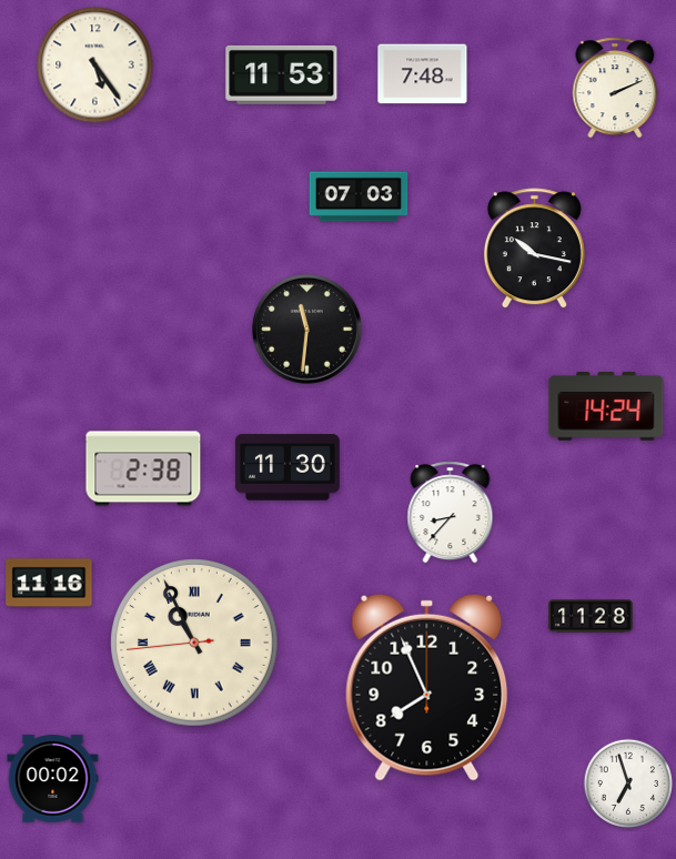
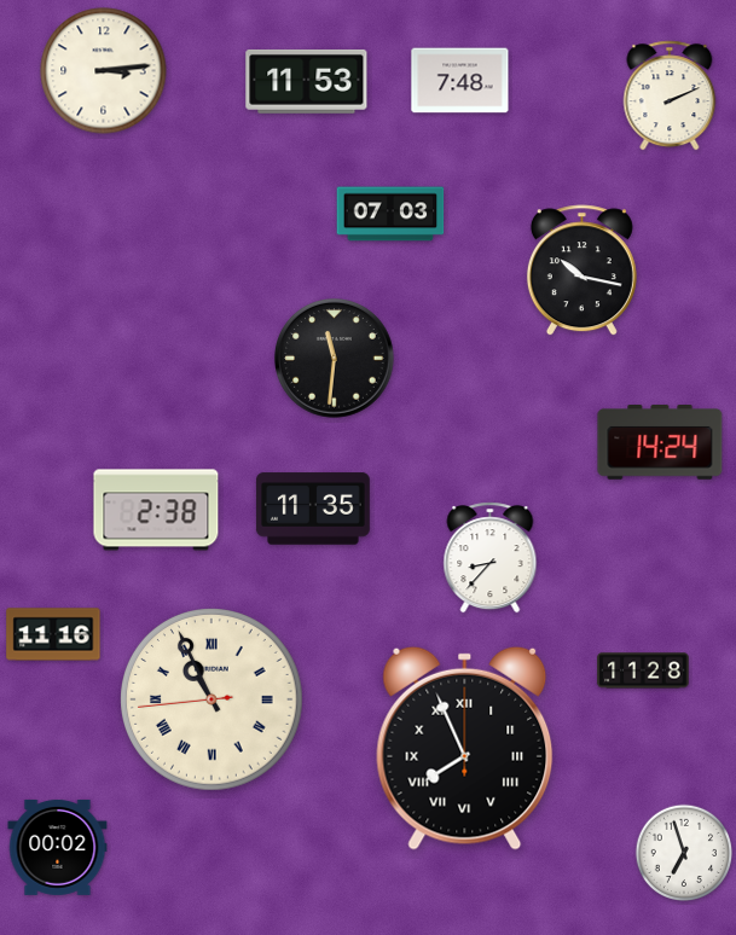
clock at (95, 65): 5:24 -> 3:14
clock at (287, 467): 11:30 -> 11:35
clock at (427, 687) numerals: Arabic -> Roman
